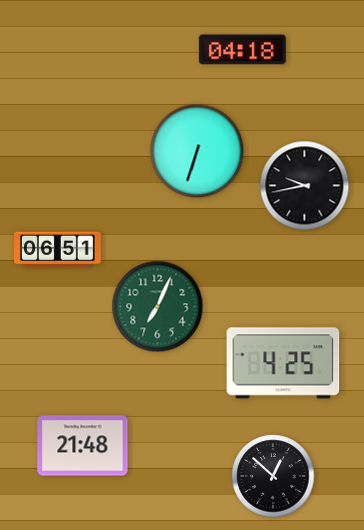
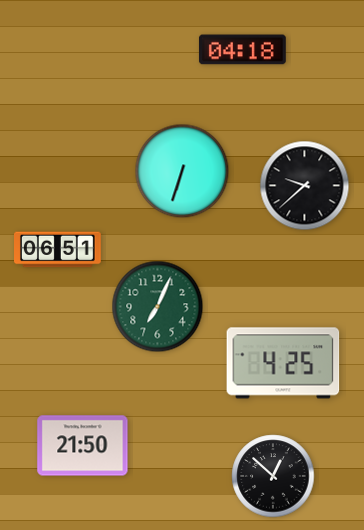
clock at (197, 151) position: (197, 151) -> (182, 171)
clock at (305, 186): 9:43 -> 9:38
clock at (83, 446): 21:48 -> 21:50
